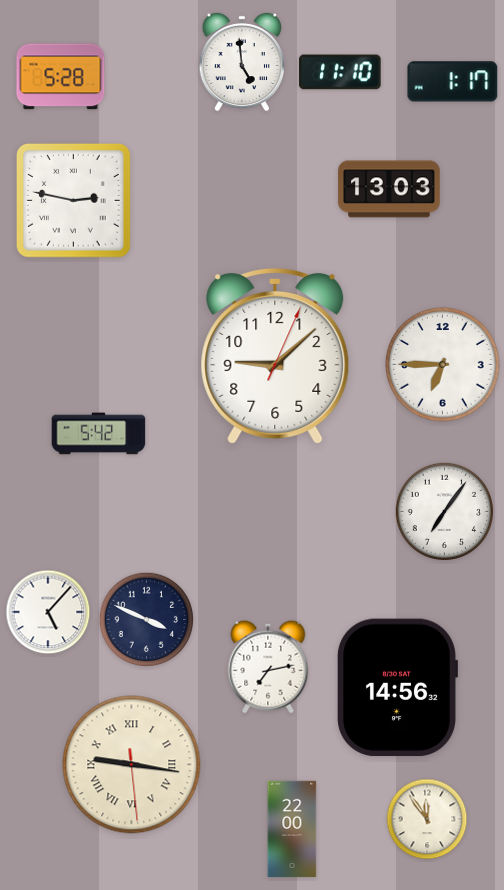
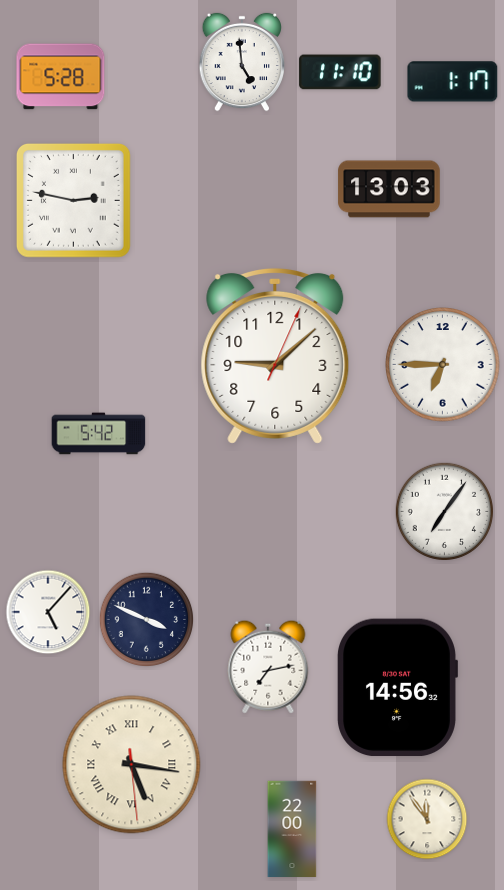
clock at (132, 765): 9:16 -> 5:16
